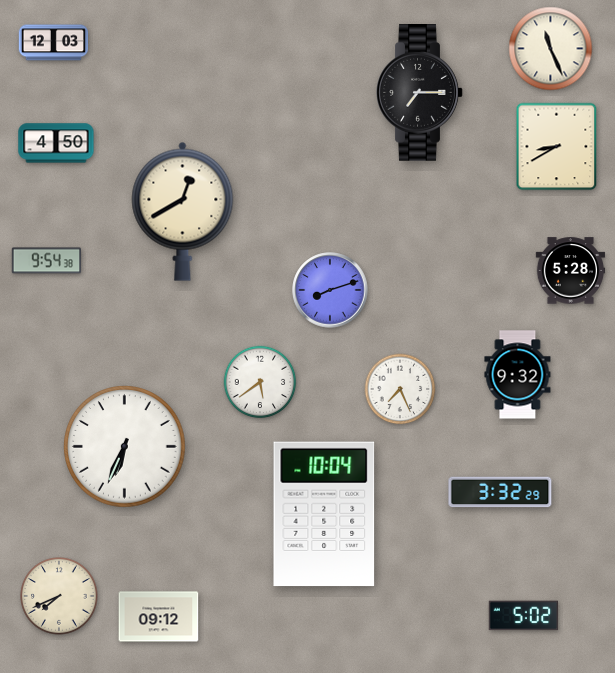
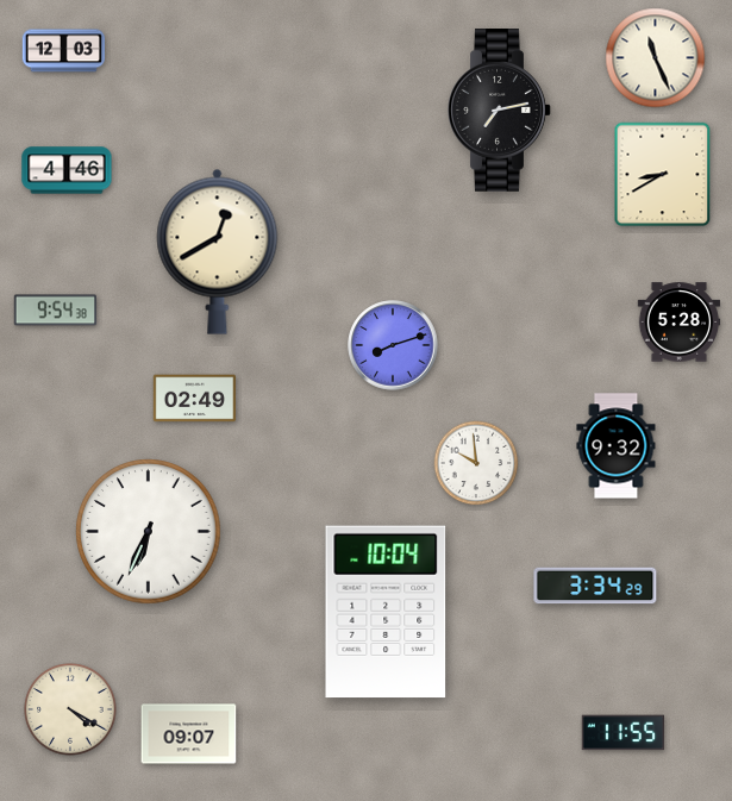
clock at (420, 93): 7:15 -> 7:13
clock at (56, 143): 4:50 -> 4:46
clock at (195, 399): none -> 02:49
clock at (260, 382): 5:39 -> none
clock at (400, 389): 7:26 -> 9:59
clock at (500, 492): 3:32 -> 3:34
clock at (59, 596): 7:41 -> 4:20
clock at (523, 616): 5:02 -> 11:55
clock at (159, 617): 09:12 -> 09:07
